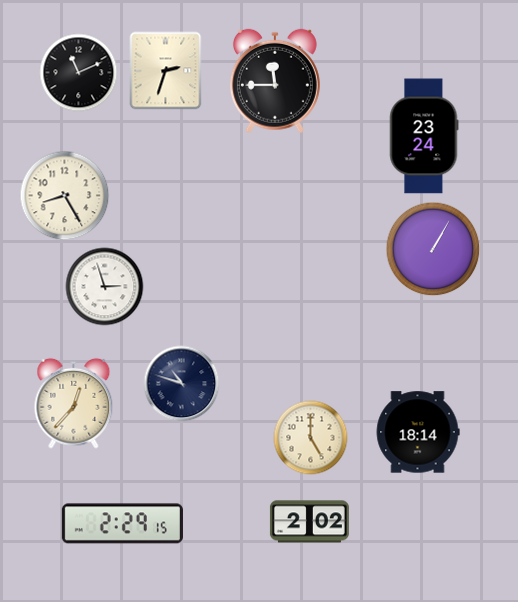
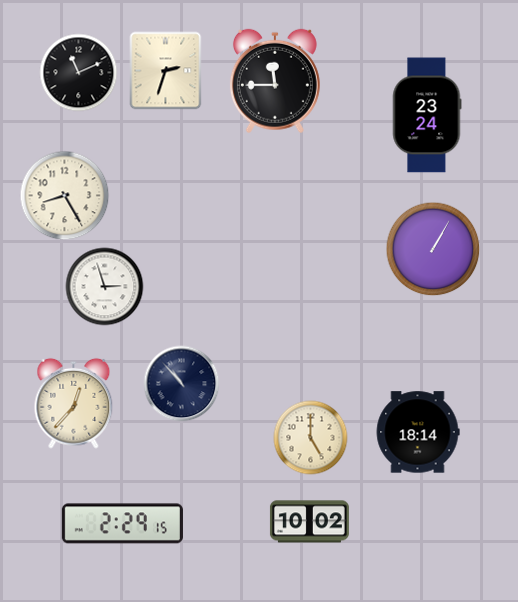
clock at (424, 136) position: (424, 136) -> (427, 115)
clock at (182, 384): 10:48 -> 10:53
clock at (309, 522): 2:02 -> 10:02
